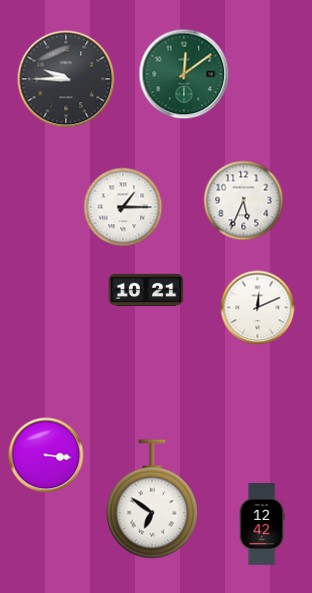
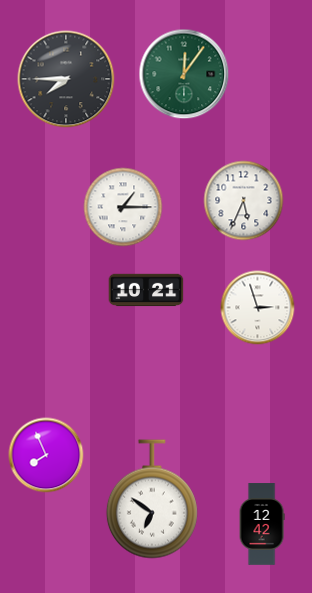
clock at (184, 74): 12:09 -> 12:06
clock at (66, 79): 9:45 -> 7:45
clock at (258, 308): 12:11 -> 2:57
clock at (46, 455): 3:16 -> 7:56
